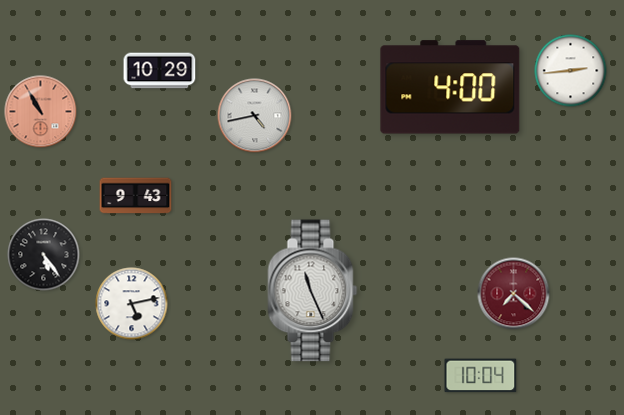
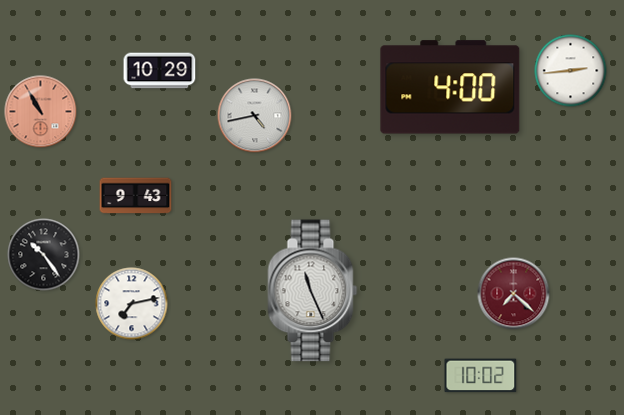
clock at (44, 255): 5:24 -> 10:24
clock at (132, 304): 5:13 -> 7:13
clock at (481, 376): 10:04 -> 10:02
